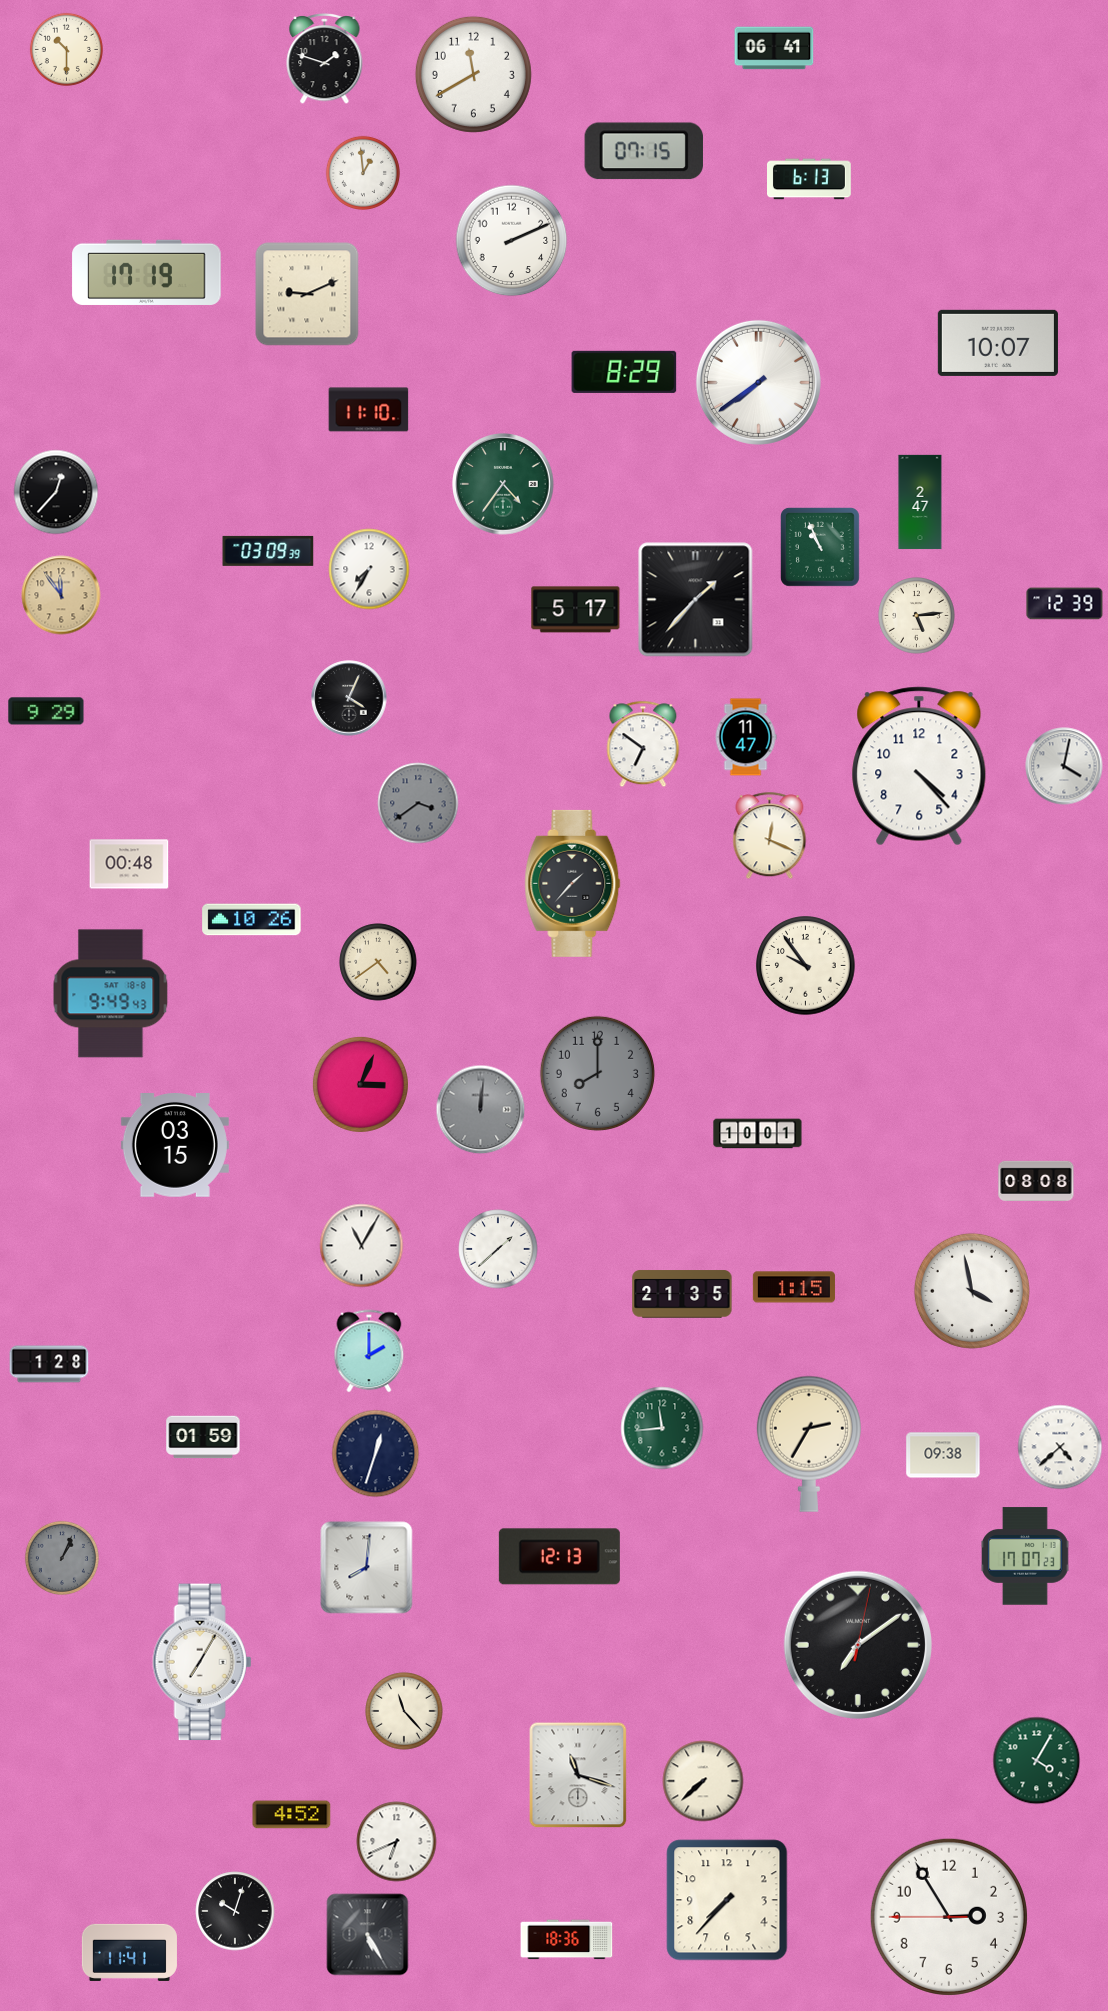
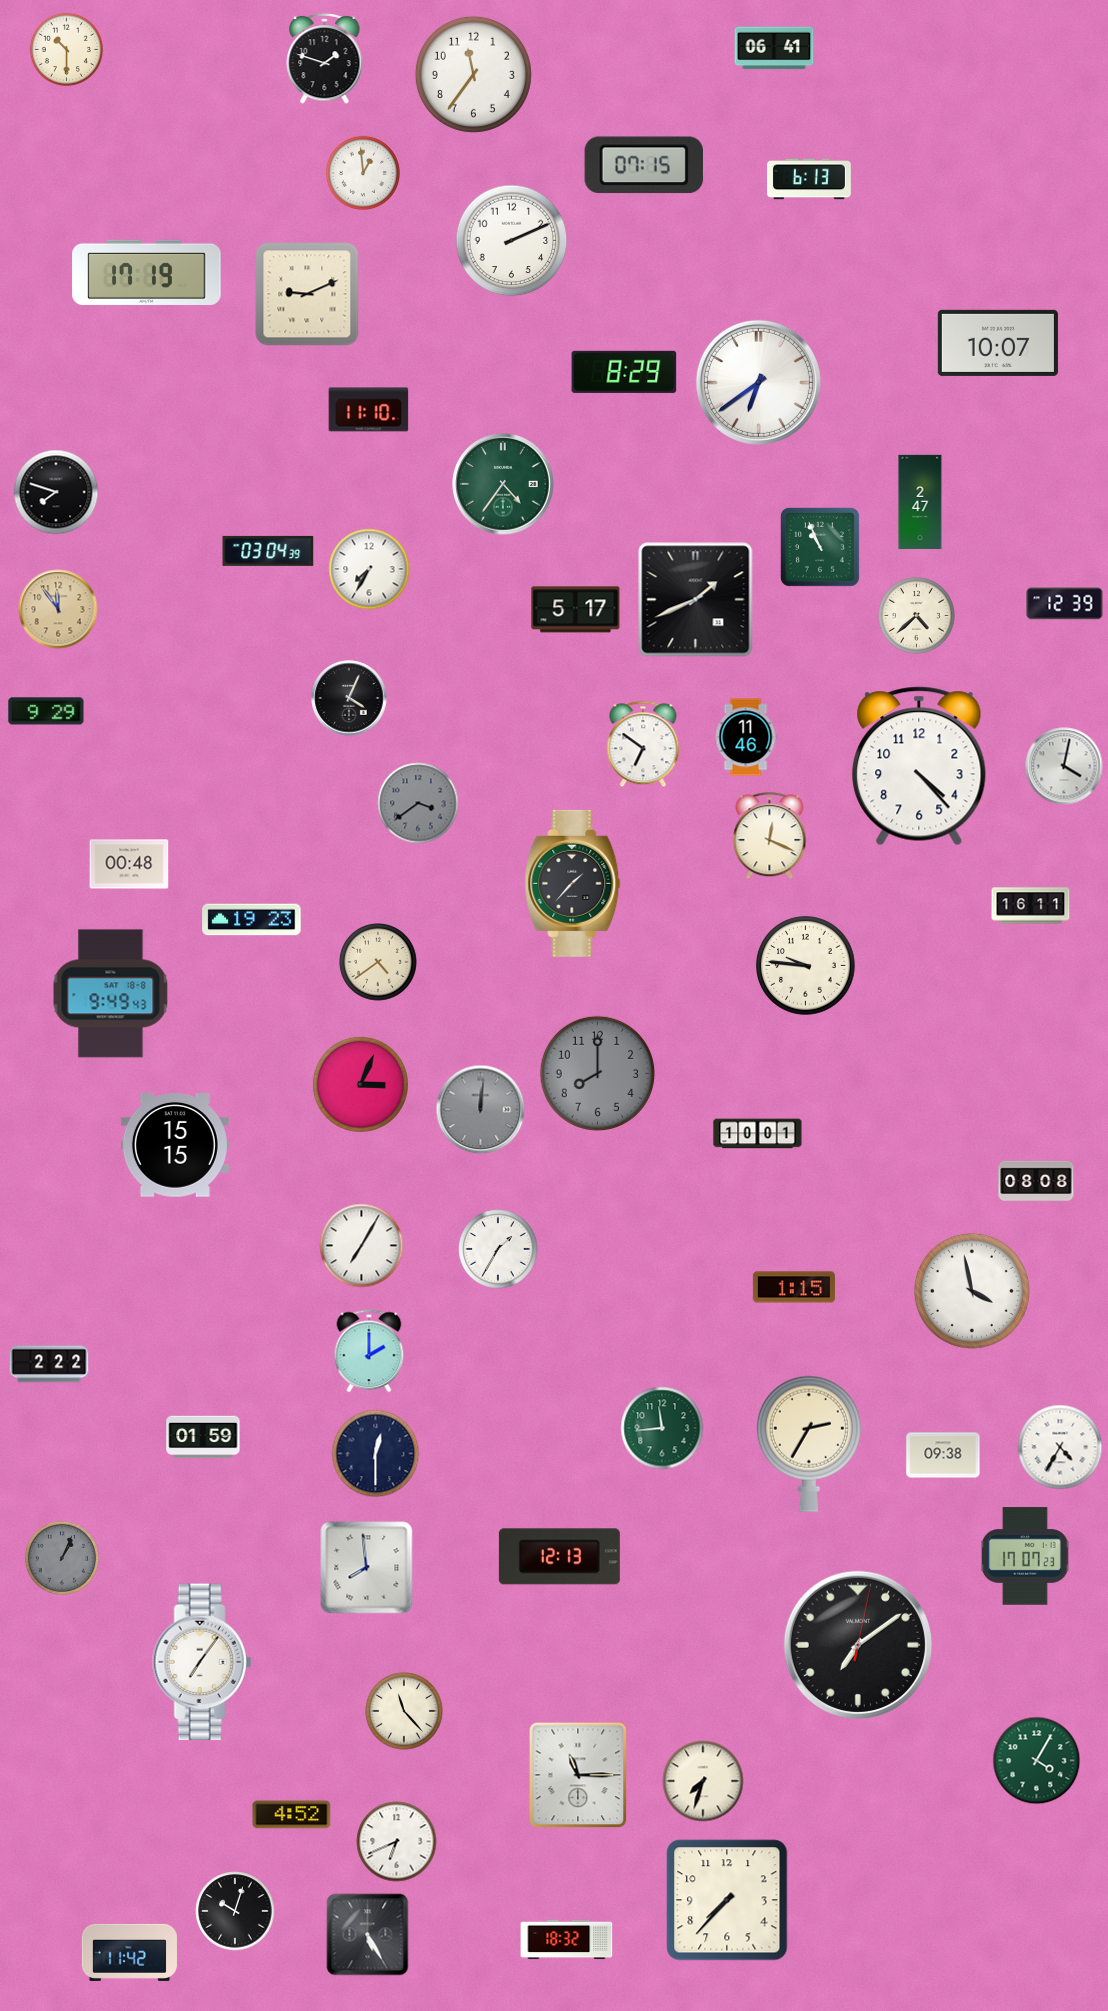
clock at (473, 74): 11:40 -> 11:36
clock at (644, 151) position: (644, 151) -> (644, 165)
clock at (758, 382): 7:39 -> 6:39
clock at (56, 492): 12:37 -> 7:48
clock at (268, 551): 03:09 -> 03:04
clock at (61, 595) position: (61, 595) -> (58, 609)
clock at (696, 600): 1:37 -> 1:41
clock at (917, 616): 5:14 -> 4:38
clock at (746, 737): 11:47 -> 11:46
clock at (1031, 906): none -> 16:11
clock at (252, 920): 10:26 -> 19:23
clock at (806, 966): 9:54 -> 9:46
clock at (175, 1146): 03:15 -> 15:15
clock at (362, 1246): 11:05 -> 7:05
clock at (498, 1249): 1:38 -> 1:35
clock at (682, 1294): 21:35 -> none
clock at (49, 1364): 1:28 -> 2:22
clock at (1060, 1447): 4:38 -> 4:35
clock at (376, 1454): 12:33 -> 12:30
clock at (367, 1568): 8:01 -> 7:59
clock at (202, 1662): 7:05 -> 7:06
clock at (578, 1775): 11:18 -> 11:15
clock at (703, 1781): 7:38 -> 7:33
clock at (949, 1917): 2:54 -> none
clock at (567, 1940): 18:36 -> 18:32
clock at (129, 1952): 11:41 -> 11:42
